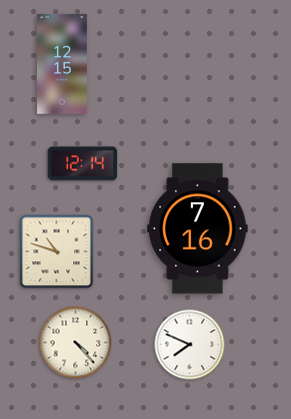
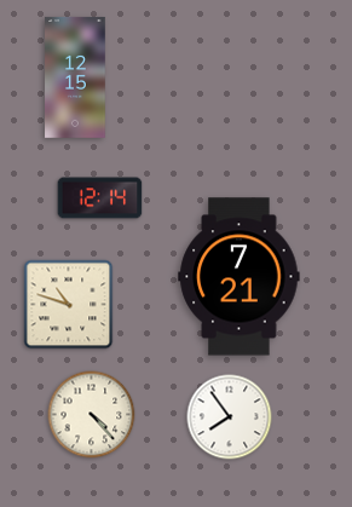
clock at (198, 229): 7:16 -> 7:21
clock at (190, 345): 7:49 -> 7:54
